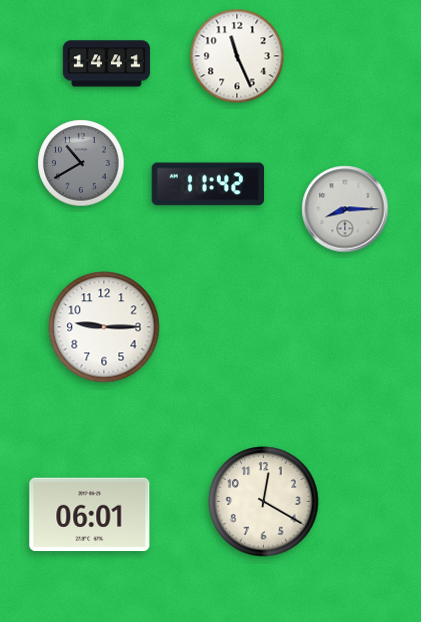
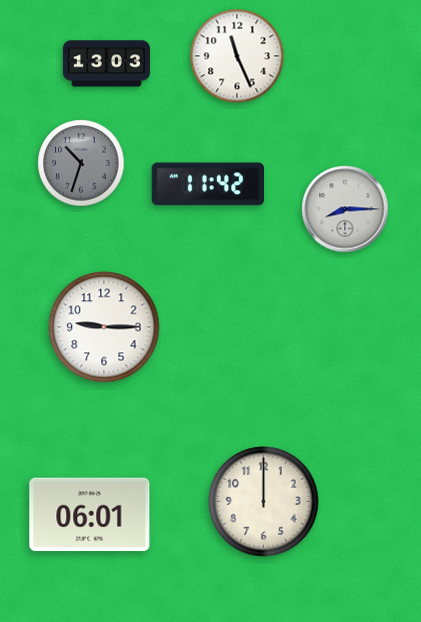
clock at (106, 64): 14:41 -> 13:03
clock at (81, 163): 10:40 -> 10:33
clock at (264, 502): 12:20 -> 12:00
